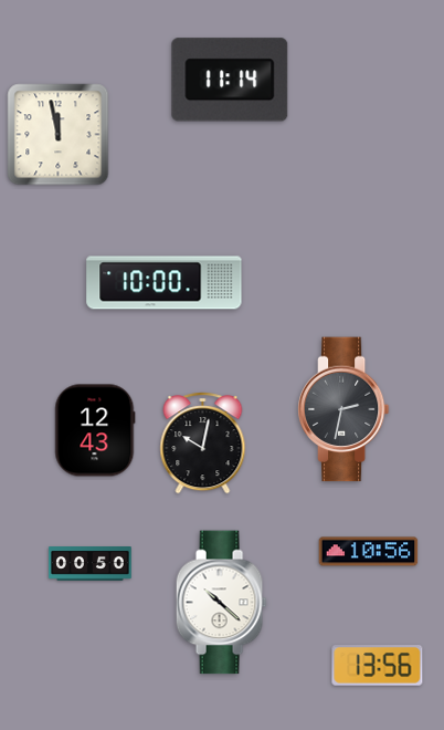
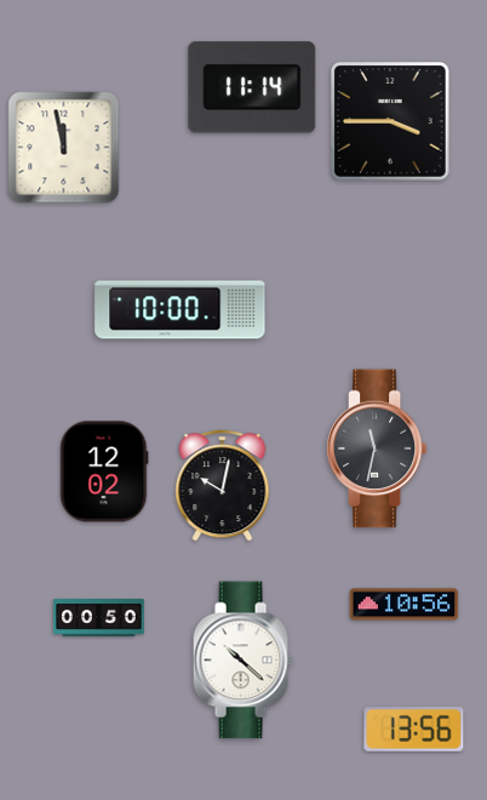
clock at (390, 121): none -> 3:45
clock at (343, 409): 2:32 -> 11:32
clock at (95, 430): 12:43 -> 12:02
